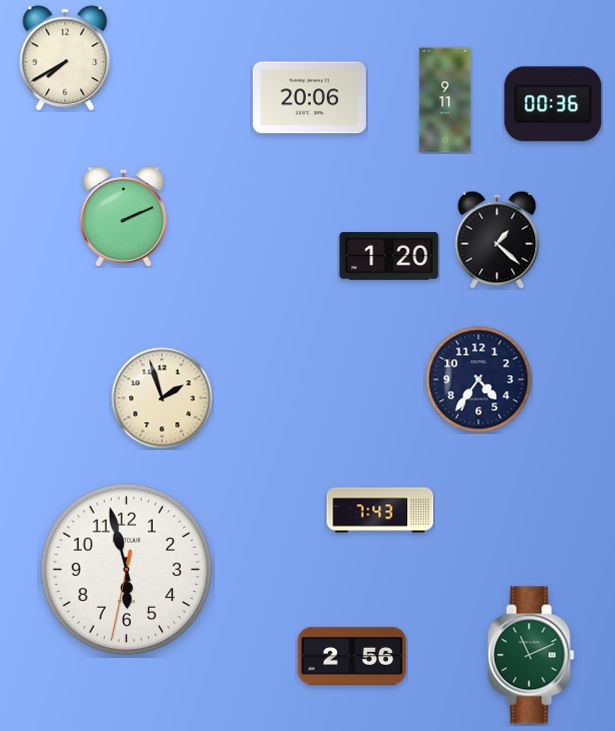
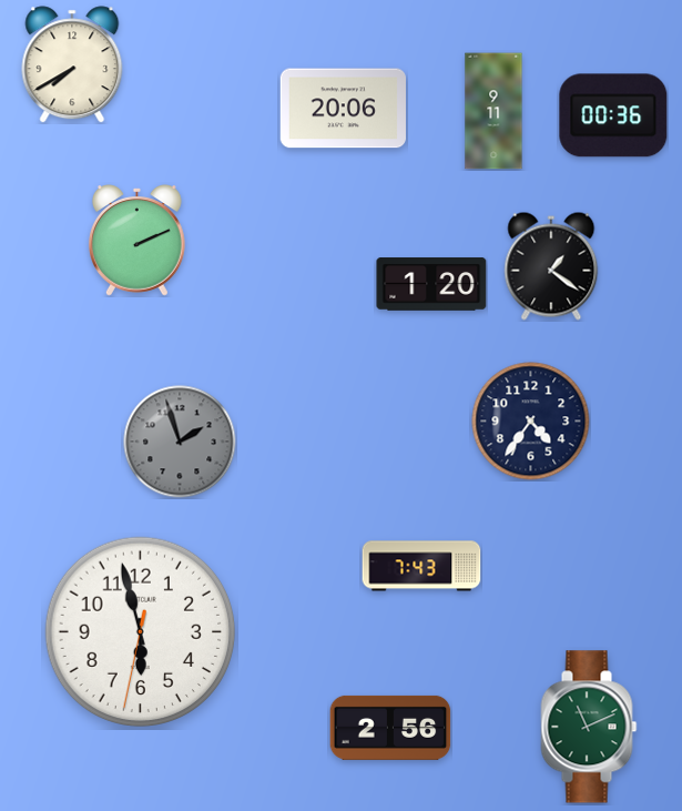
clock at (497, 240): 1:22 -> 1:21
clock at (162, 398) dial: cream -> grey
